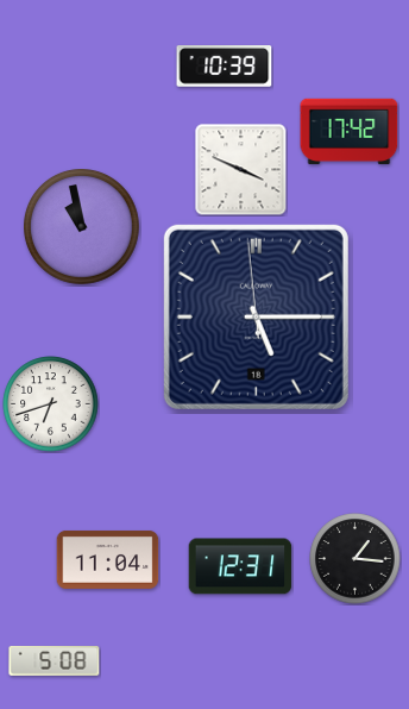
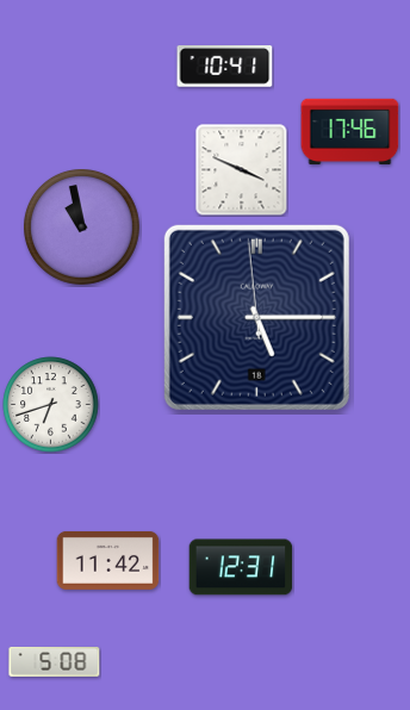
clock at (225, 67): 10:39 -> 10:41
clock at (350, 131): 17:42 -> 17:46
clock at (108, 559): 11:04 -> 11:42
clock at (355, 559): 1:16 -> none
